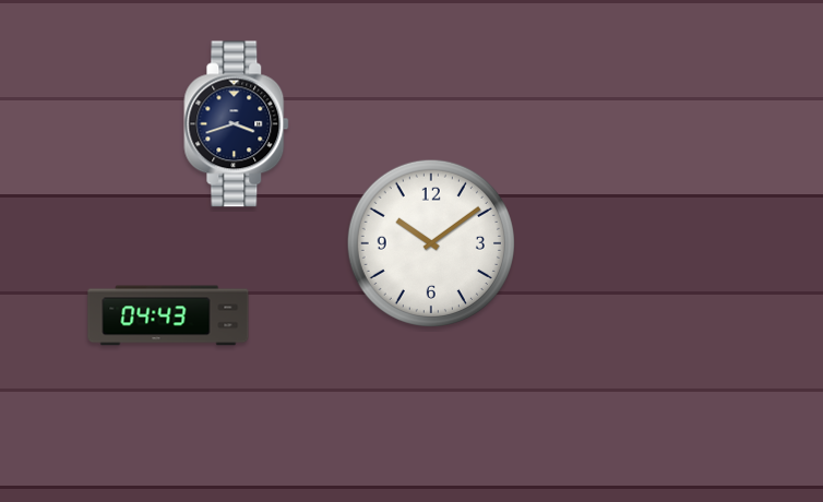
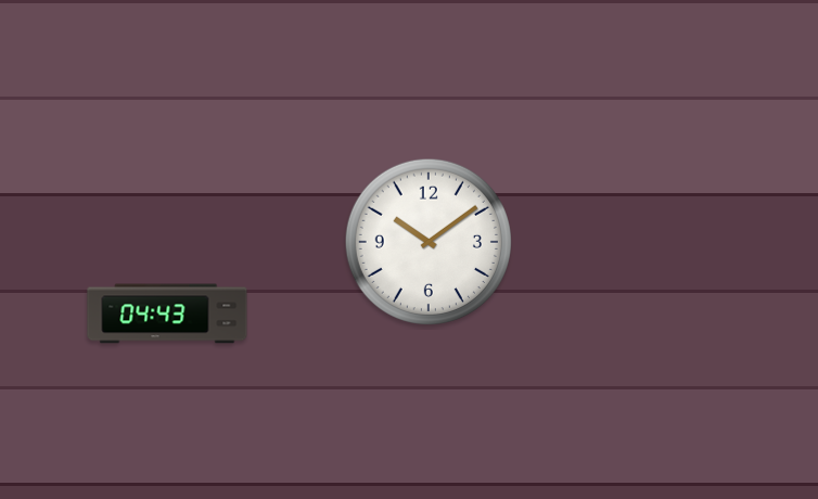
clock at (237, 124): 3:42 -> none
